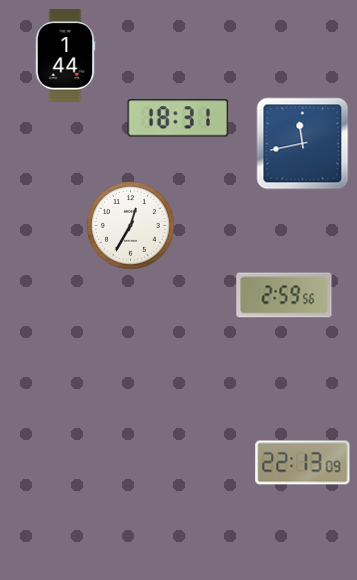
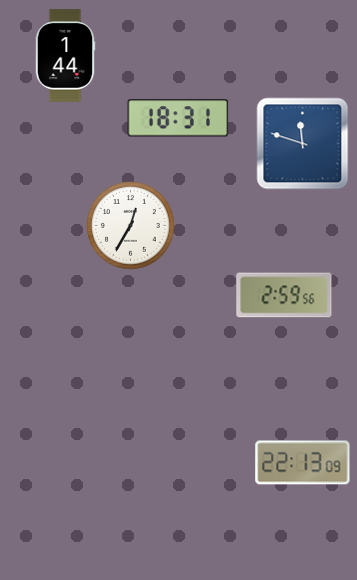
clock at (303, 144): 11:43 -> 11:48
